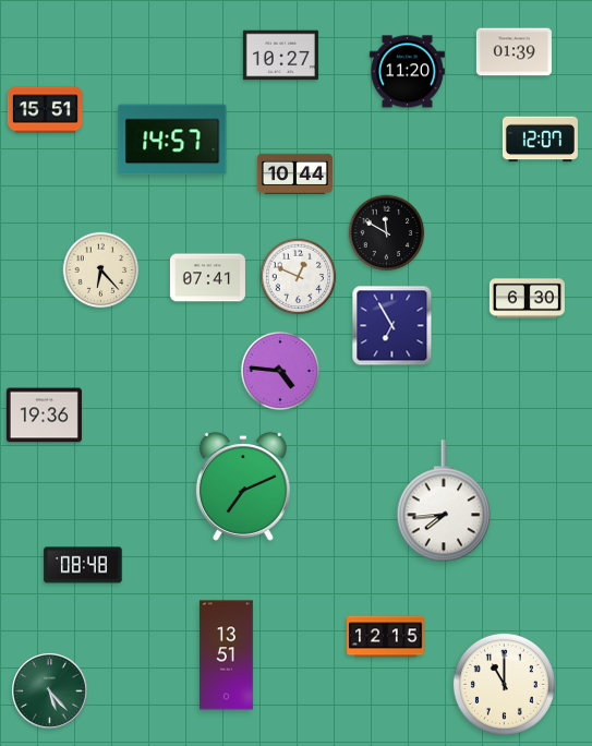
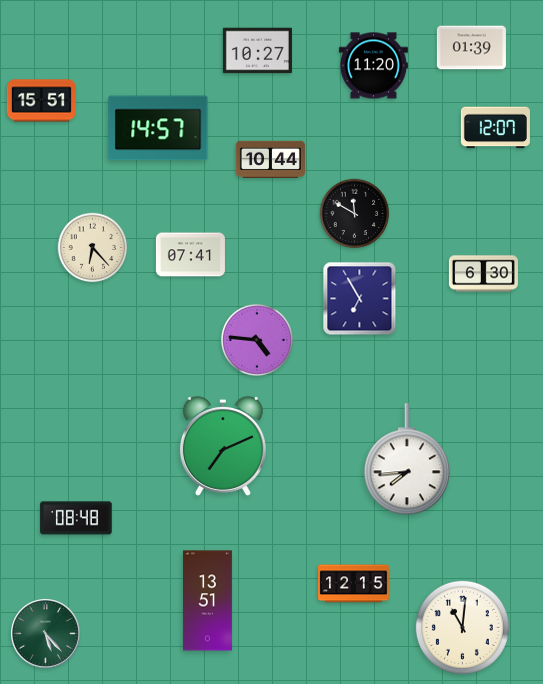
clock at (299, 277): 12:49 -> none
clock at (44, 416): 19:36 -> none
clock at (504, 684): 11:00 -> 11:01
